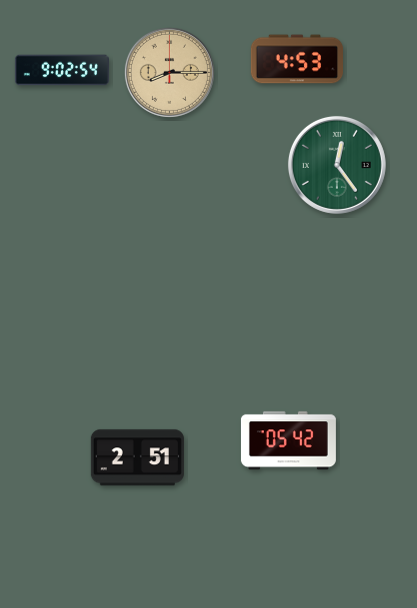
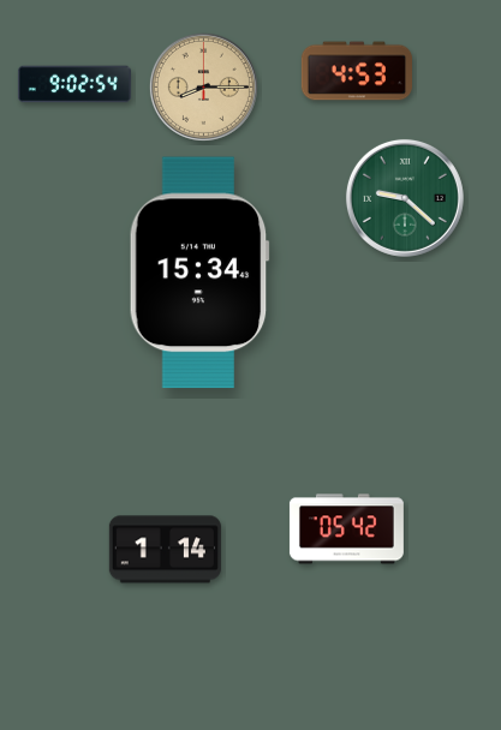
clock at (337, 165): 12:24 -> 9:22
clock at (199, 273): none -> 15:34
clock at (137, 458): 2:51 -> 1:14
